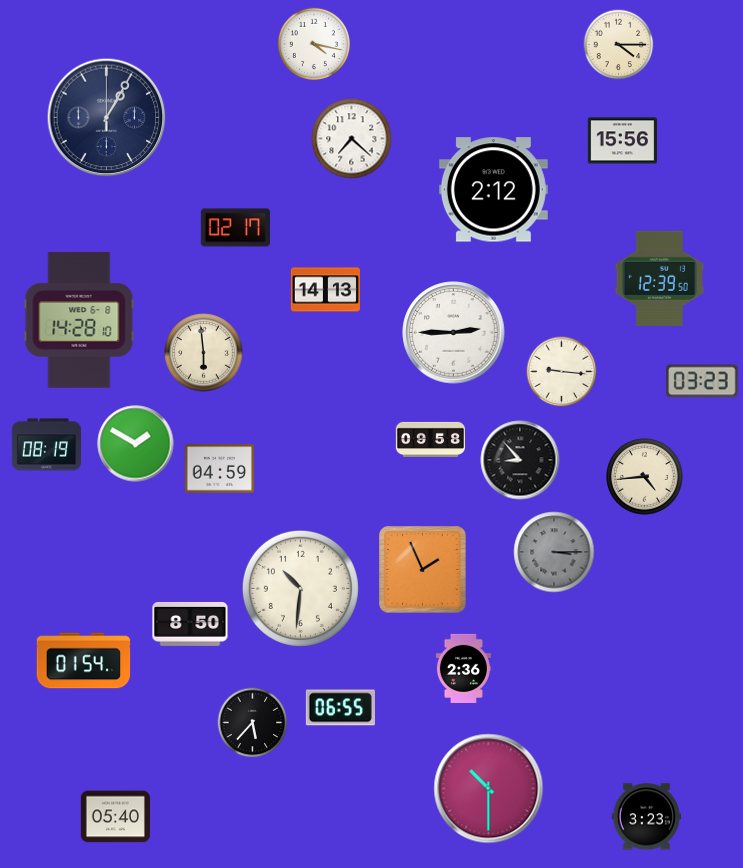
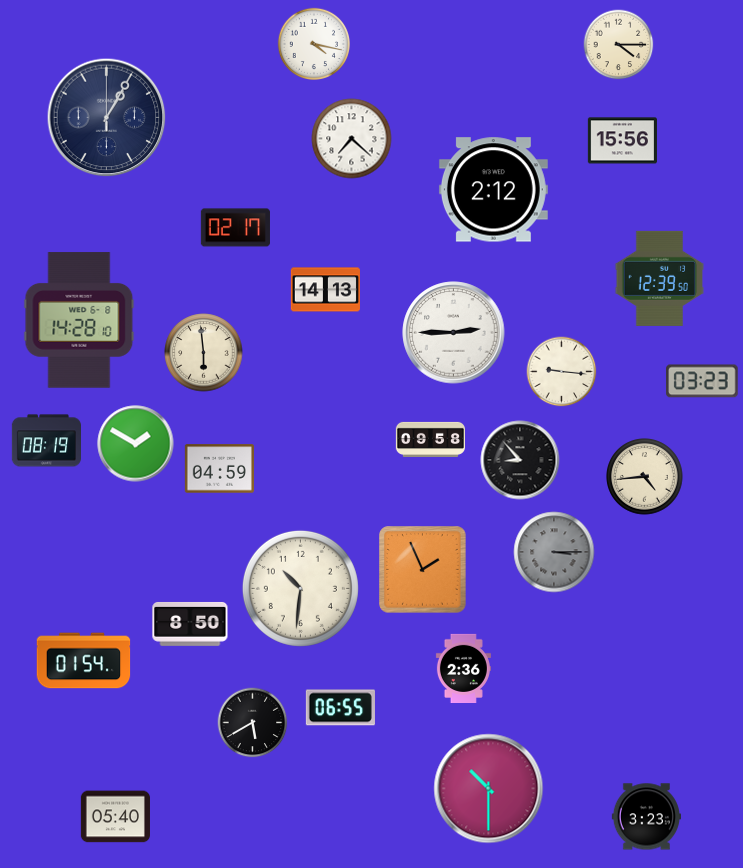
clock at (46, 445) position: (46, 445) -> (46, 441)
clock at (253, 723): 5:37 -> 5:40
